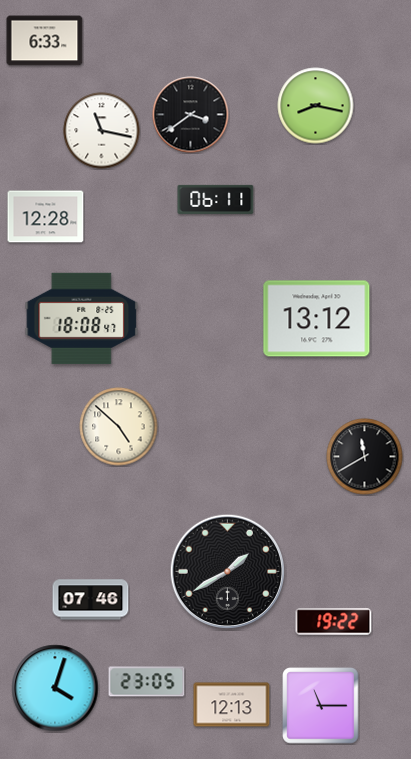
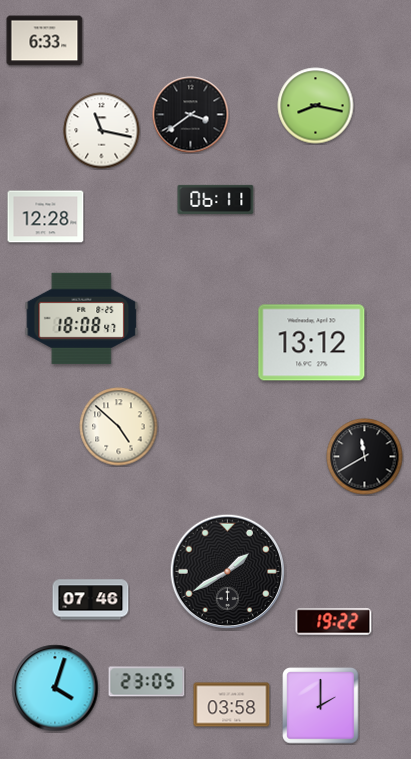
clock at (317, 319) position: (317, 319) -> (312, 343)
clock at (232, 705): 12:13 -> 03:58
clock at (321, 706): 11:15 -> 2:00
